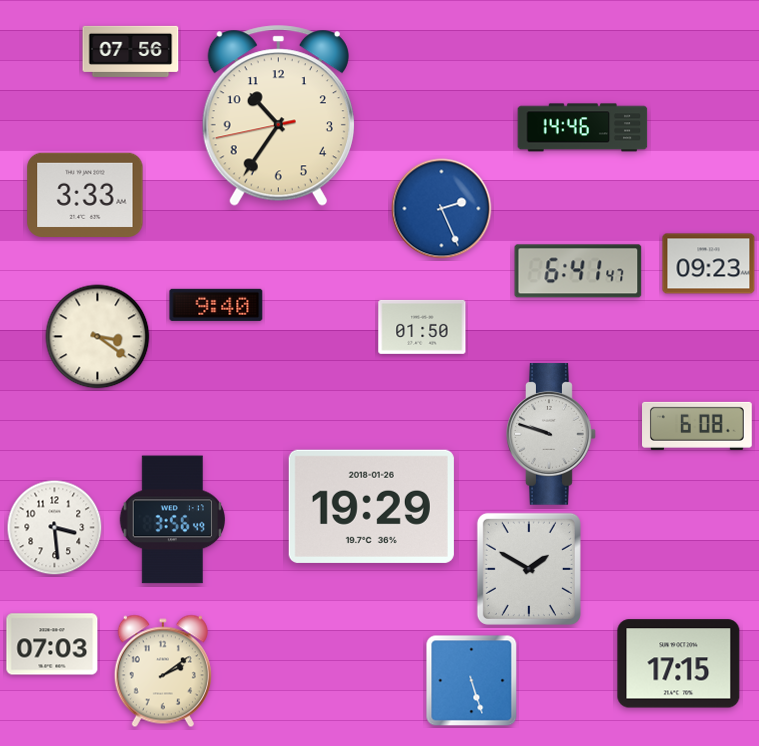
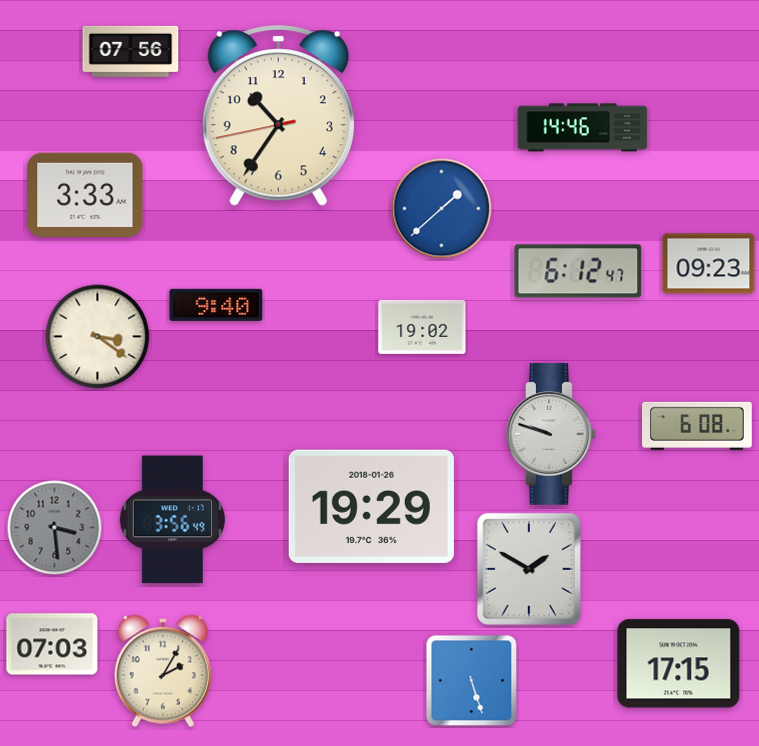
clock at (442, 209): 2:26 -> 1:38
clock at (578, 271): 6:41 -> 6:12
clock at (422, 327): 01:50 -> 19:02
clock at (55, 528) dial: white -> grey
clock at (163, 671): 2:09 -> 2:05
